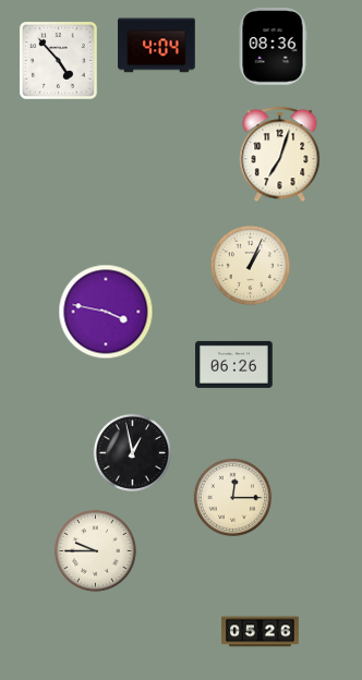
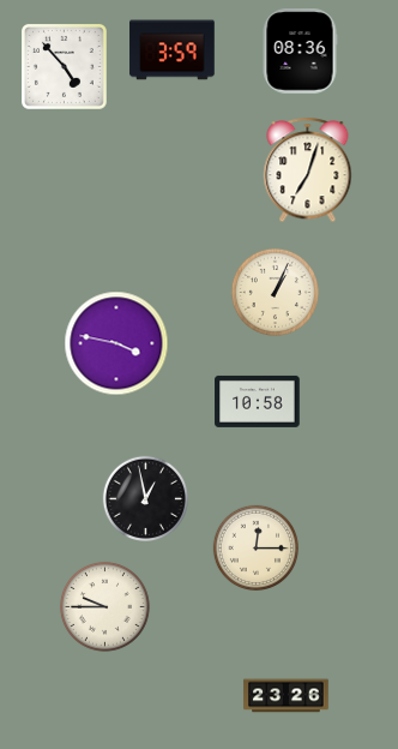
clock at (157, 46): 4:04 -> 3:59
clock at (234, 364): 06:26 -> 10:58
clock at (261, 632): 05:26 -> 23:26
